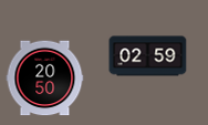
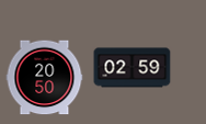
clock at (148, 56) position: (148, 56) -> (133, 68)
